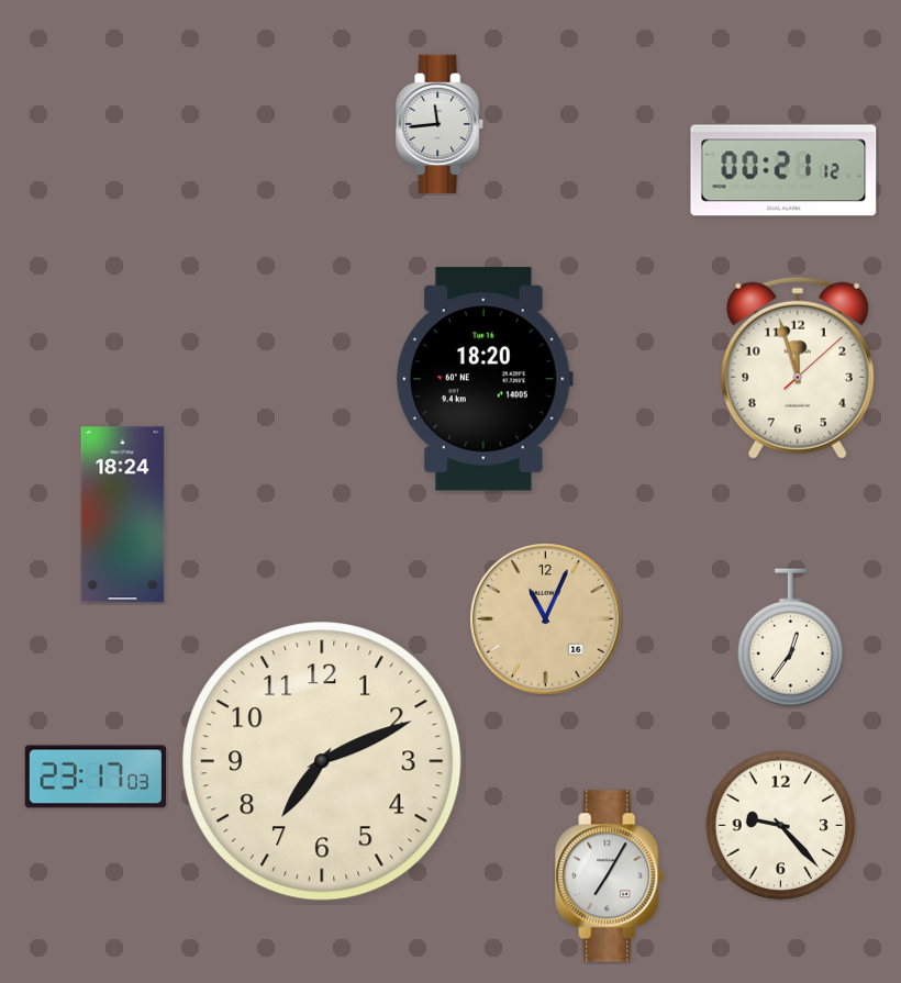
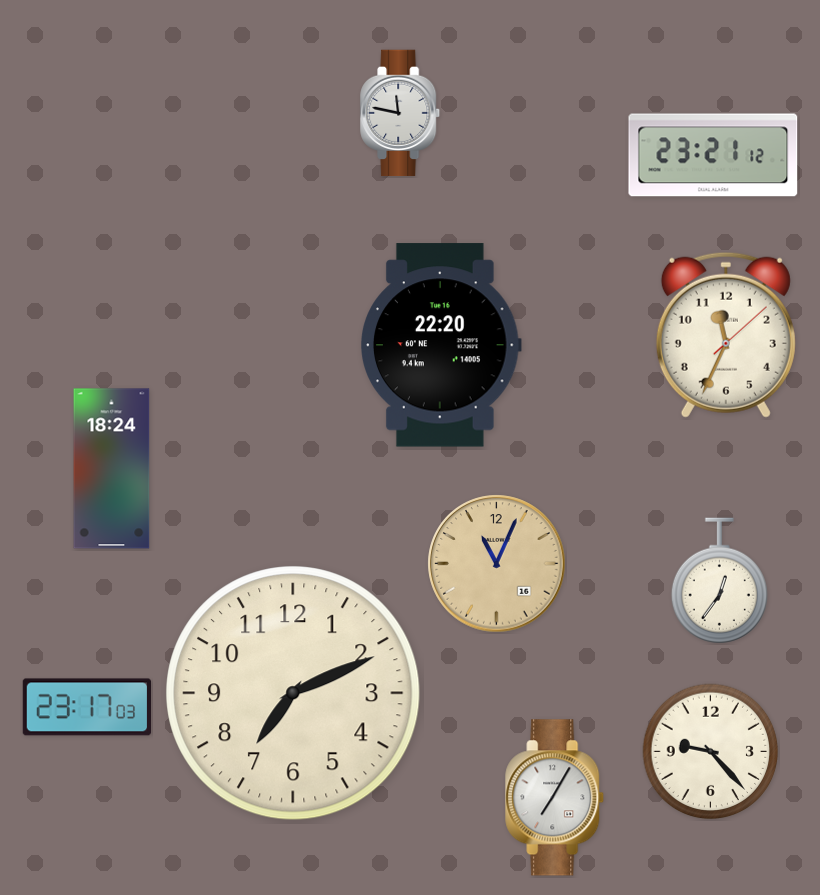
clock at (441, 124): 11:44 -> 11:47
clock at (783, 170): 00:21 -> 23:21
clock at (798, 368): 11:57 -> 11:34
clock at (485, 379): 18:20 -> 22:20
